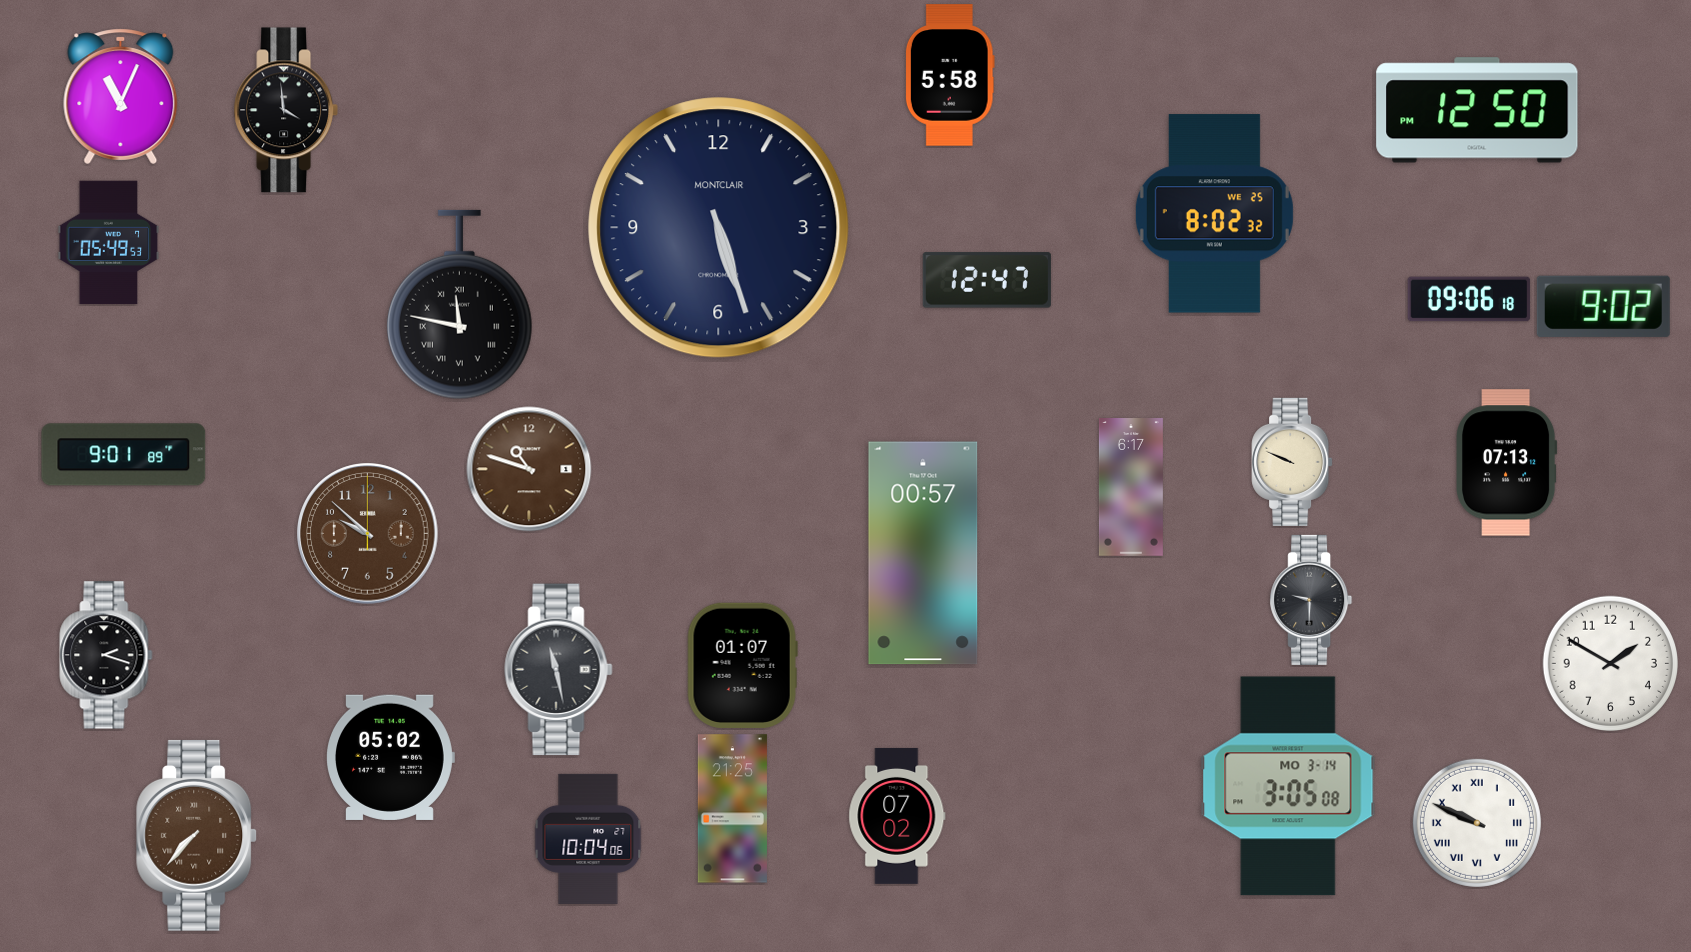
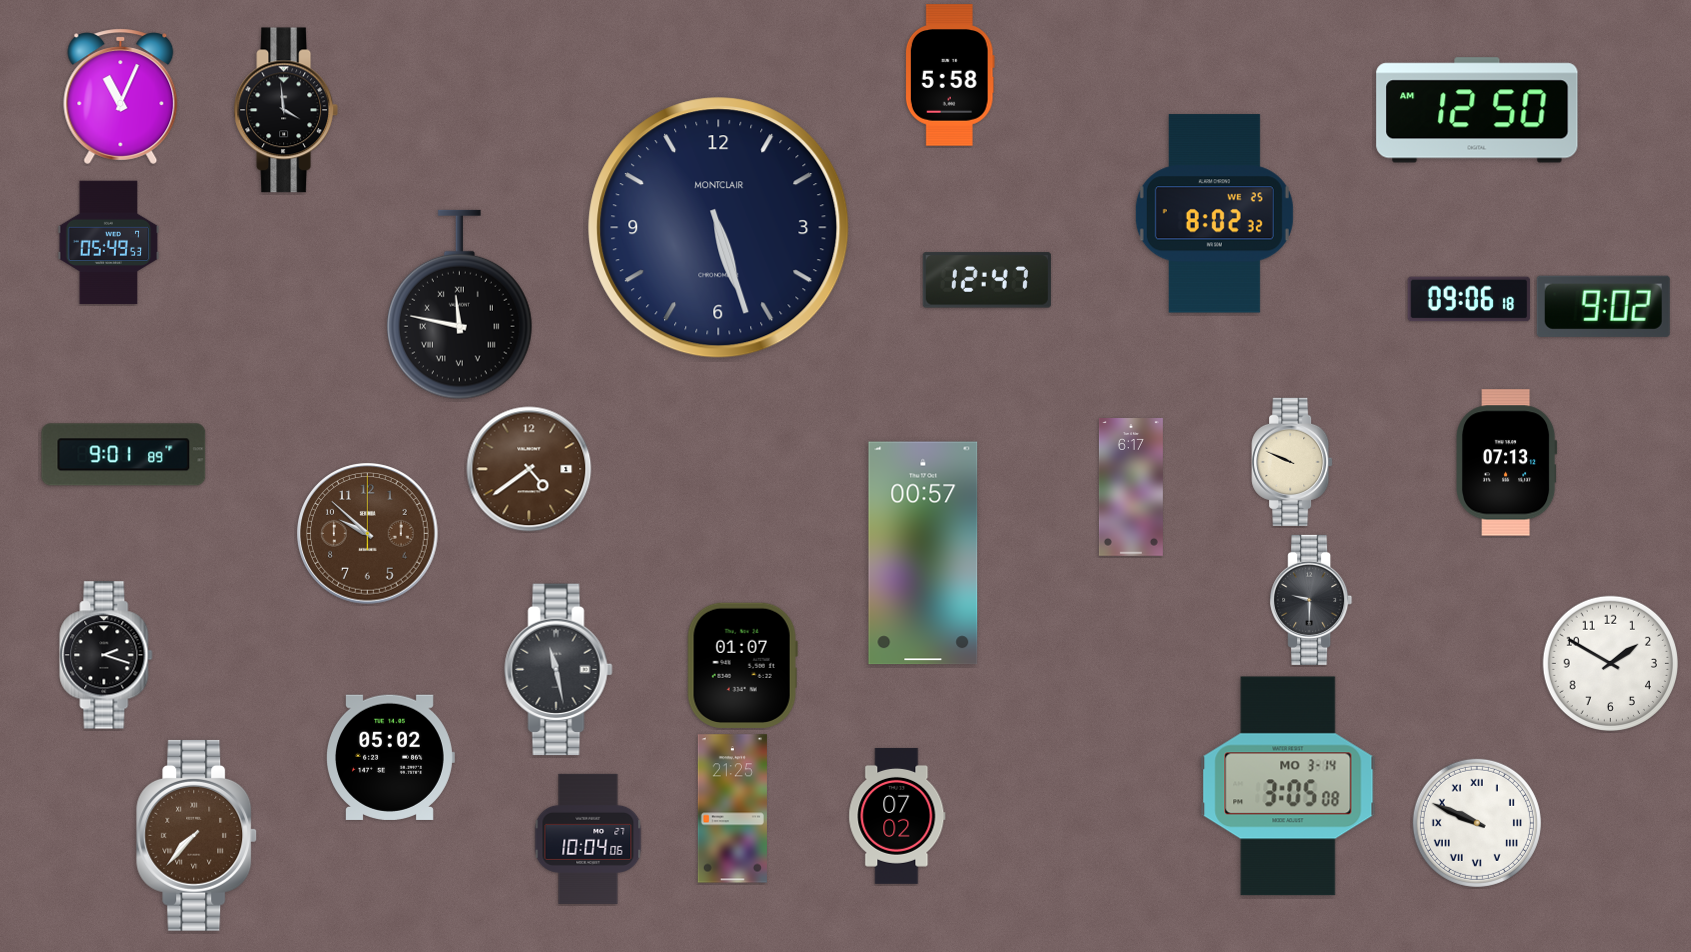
clock at (1477, 110): 12:50 PM -> 12:50 AM
clock at (529, 469): 10:48 -> 4:39
